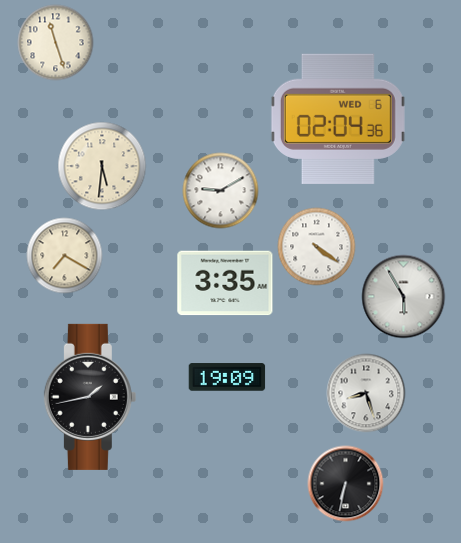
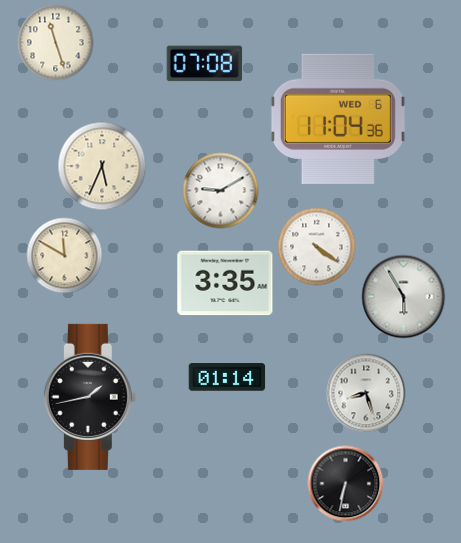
clock at (205, 64): none -> 07:08
clock at (338, 118): 02:04 -> 11:04
clock at (102, 166): 5:31 -> 5:34
clock at (65, 256): 7:20 -> 11:50
clock at (227, 377): 19:09 -> 01:14
